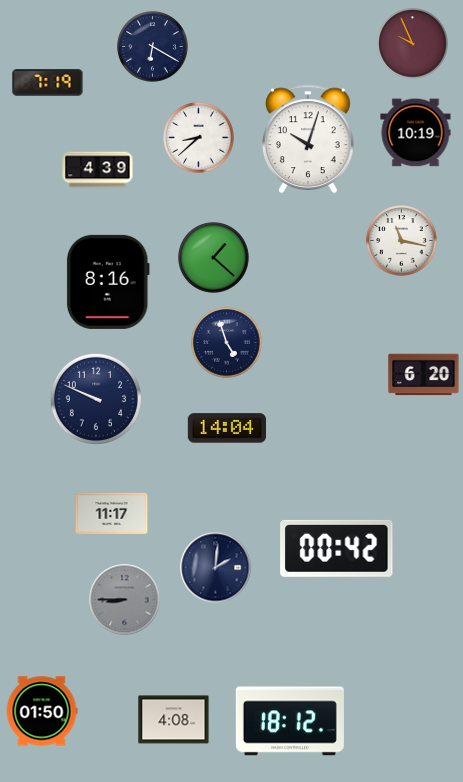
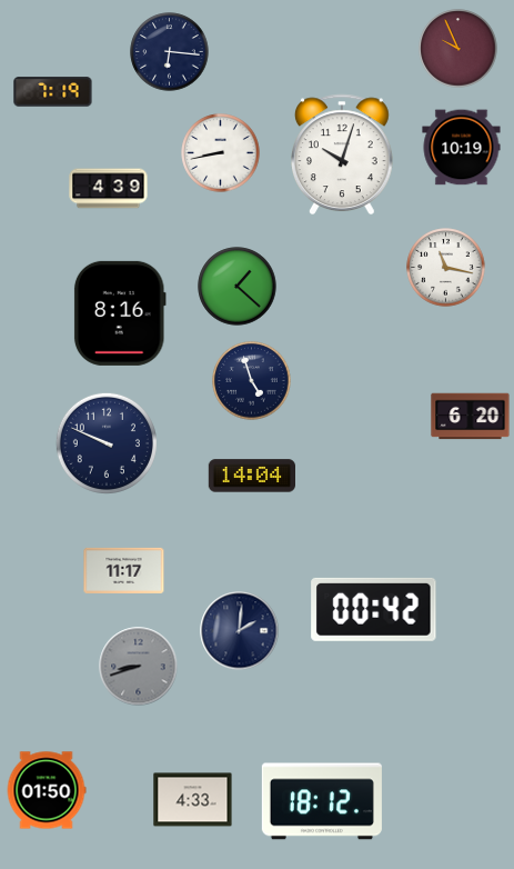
clock at (153, 47): 6:20 -> 6:16
clock at (199, 138): 8:38 -> 8:43
clock at (125, 600): 8:45 -> 8:42
clock at (174, 720): 4:08 -> 4:33
